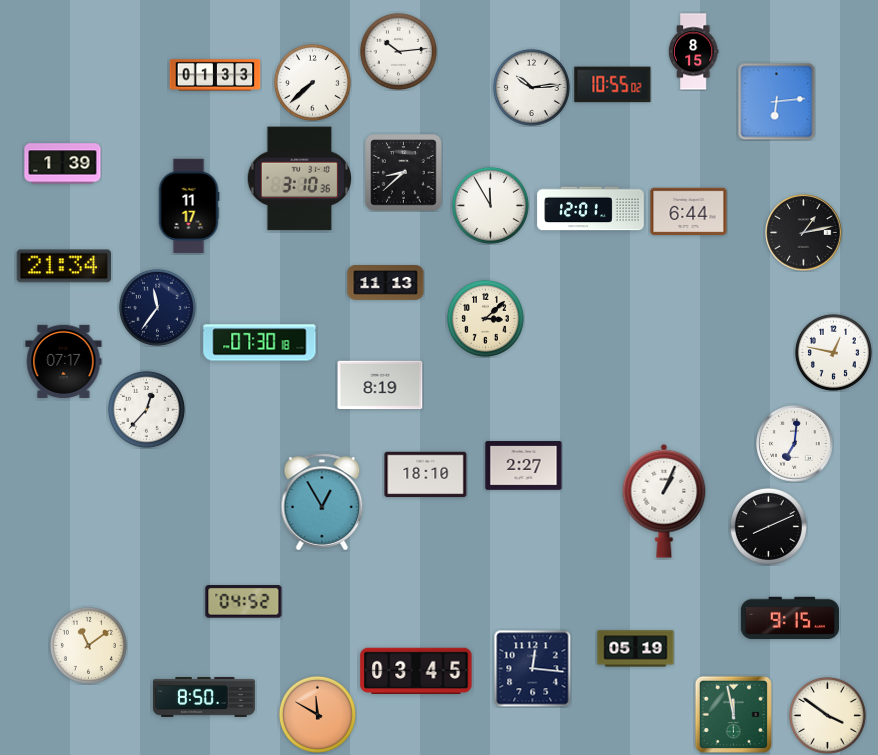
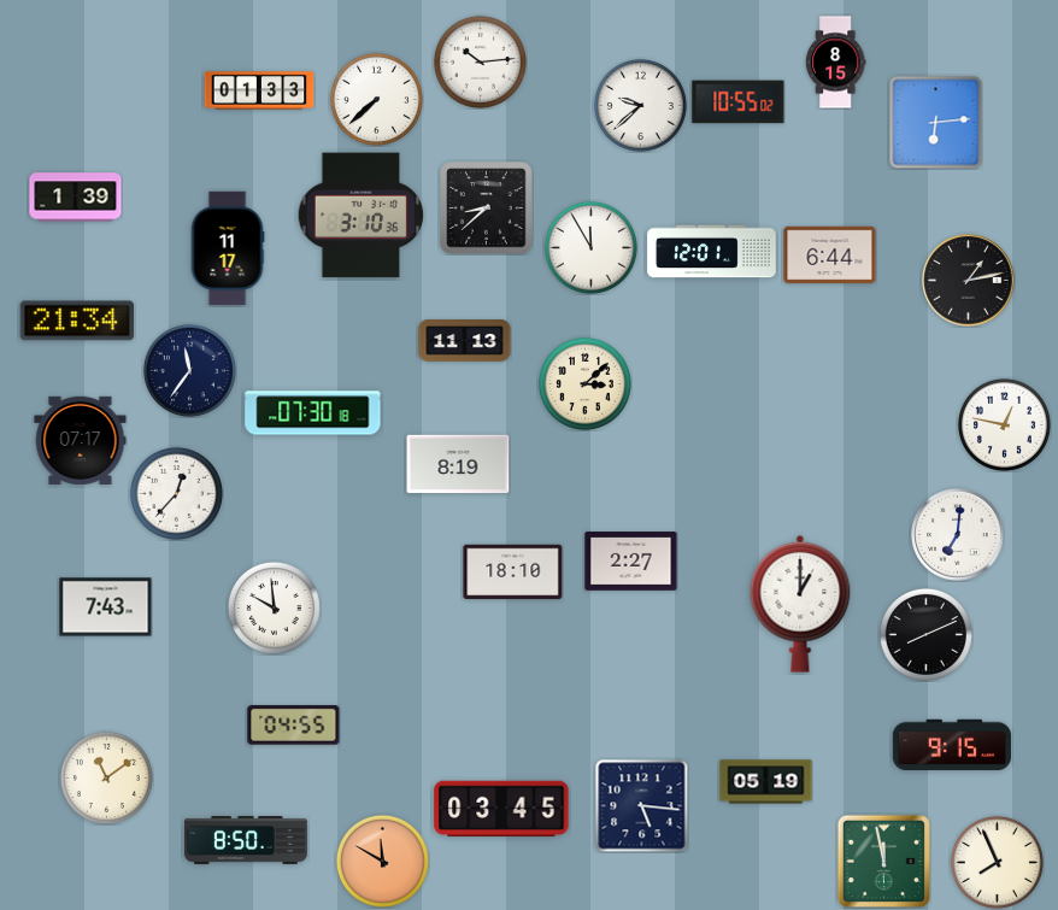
clock at (531, 87): 10:14 -> 9:38
clock at (64, 361) position: (64, 361) -> (81, 440)
clock at (664, 501): 1:04 -> 1:00
clock at (322, 502): 12:55 -> none
clock at (106, 607): none -> 7:43
clock at (274, 607): none -> 9:59
clock at (244, 602): 04:52 -> 04:55
clock at (532, 668): 12:16 -> 5:16
clock at (827, 715): 3:51 -> 7:56
